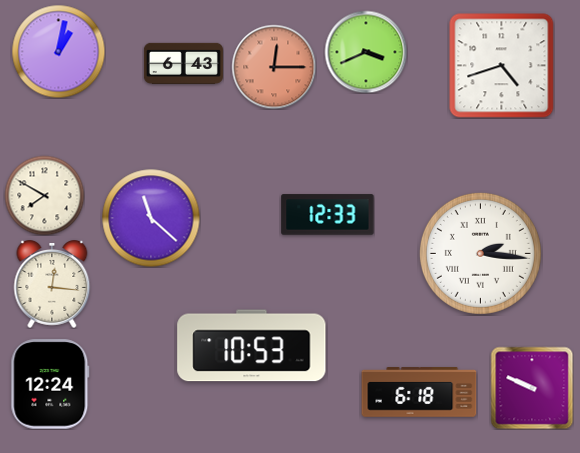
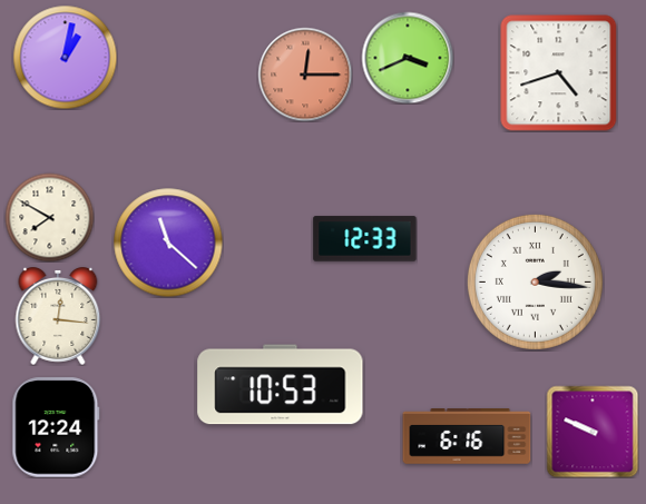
clock at (183, 63): 6:43 -> none
clock at (419, 392): 6:18 -> 6:16
